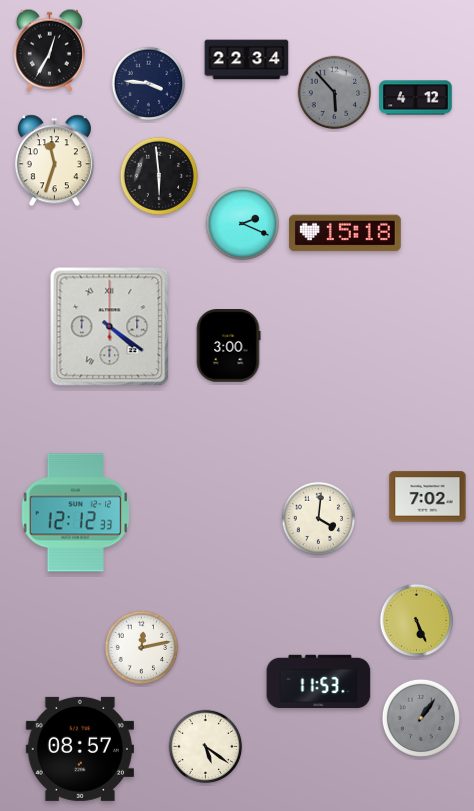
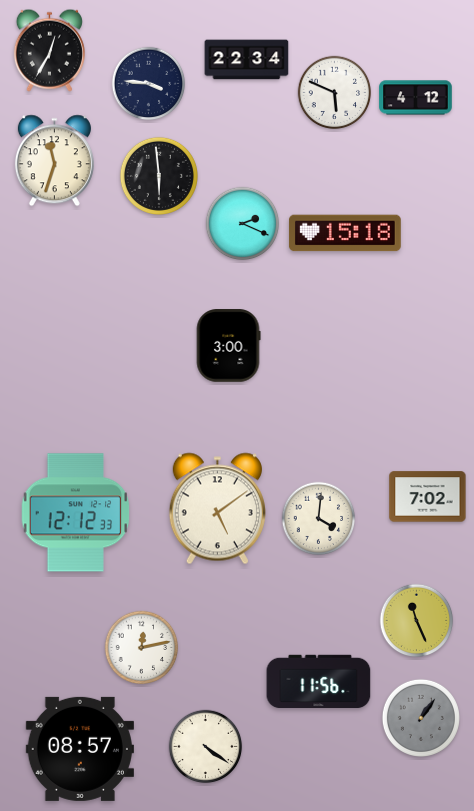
clock at (335, 93): 5:53 -> 5:49
clock at (335, 93) dial: grey -> white
clock at (110, 327): 4:21 -> none
clock at (217, 509): none -> 5:09
clock at (417, 621): 5:26 -> 11:26
clock at (319, 682): 11:53 -> 11:56
clock at (206, 747): 5:21 -> 4:21
